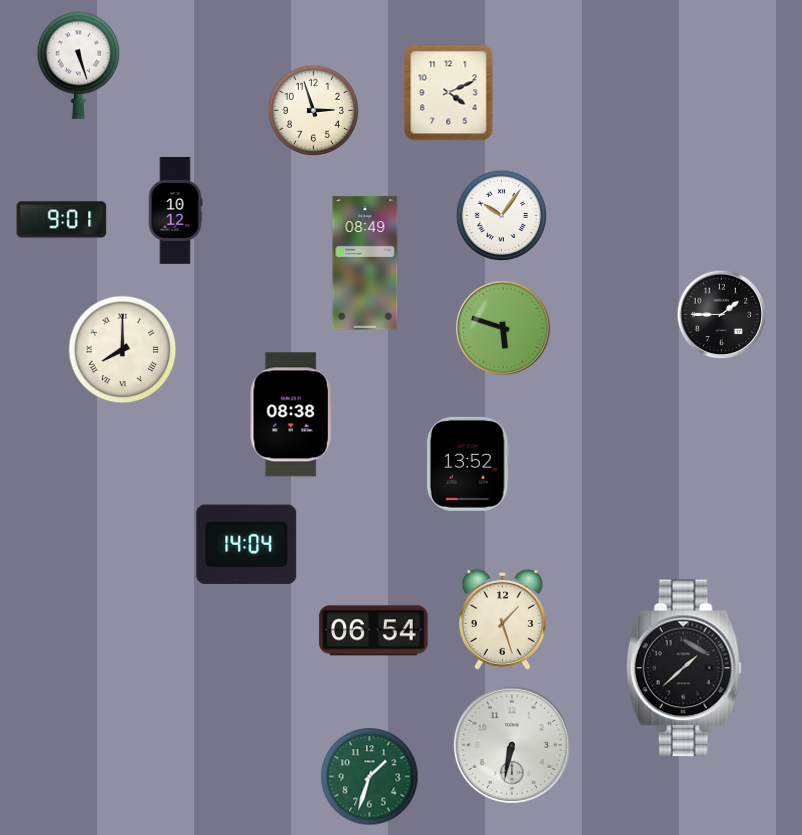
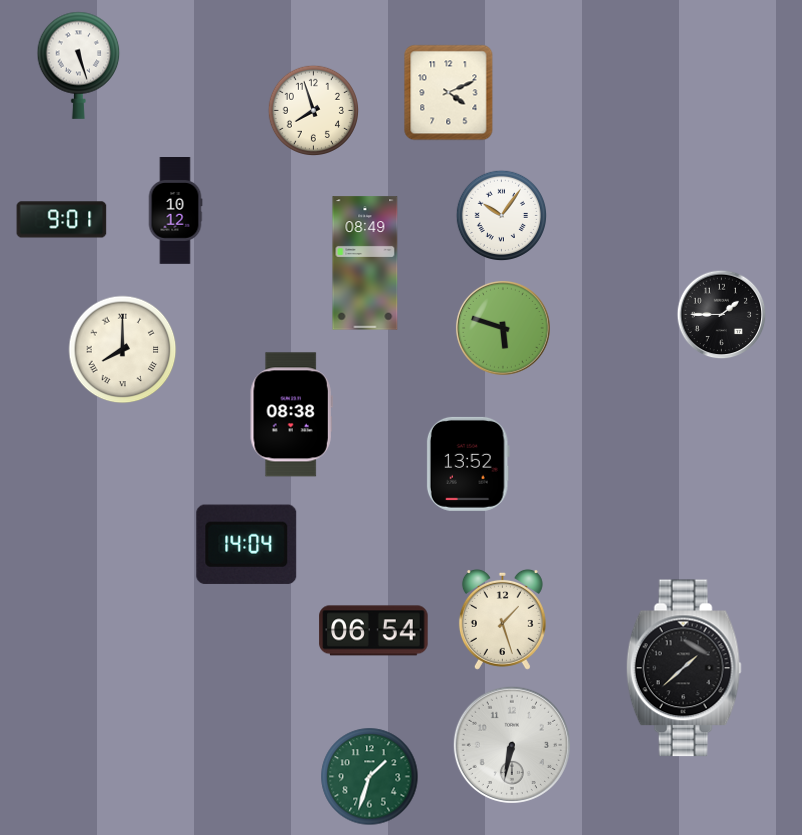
clock at (313, 110): 2:57 -> 7:57
